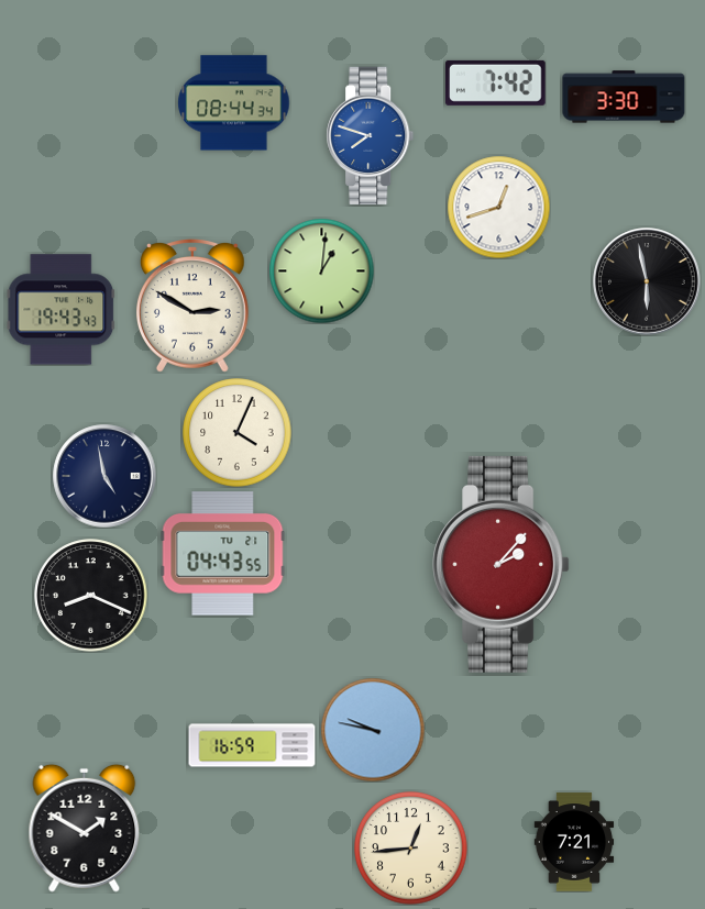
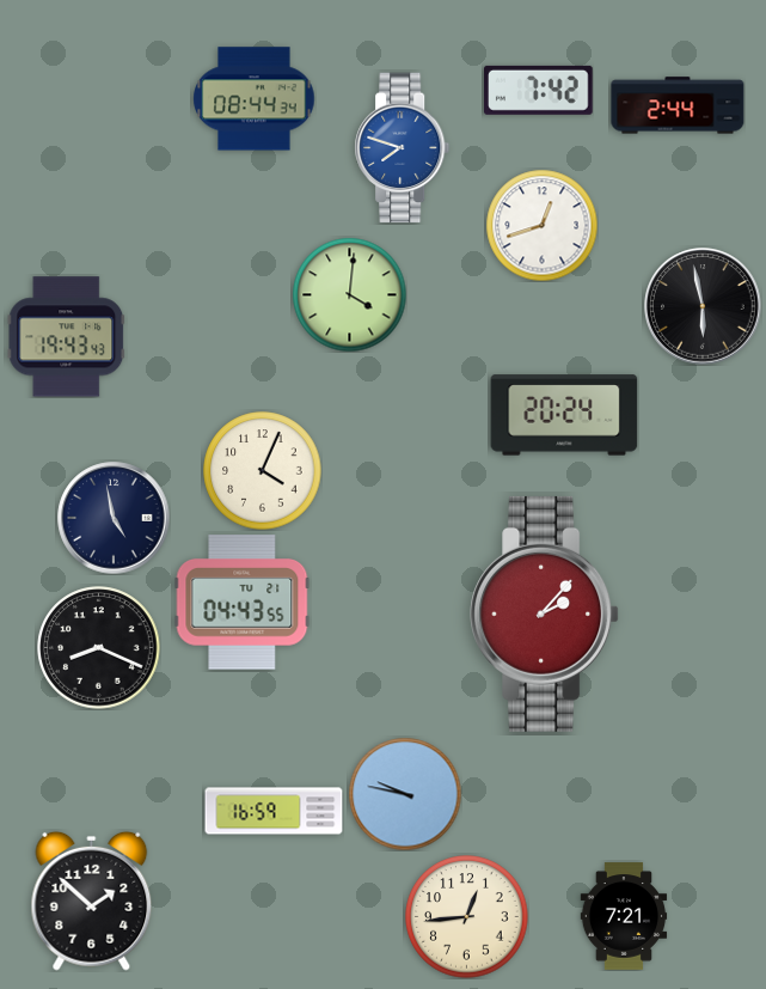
clock at (624, 97): 3:30 -> 2:44
clock at (234, 103) position: (234, 103) -> (255, 99)
clock at (321, 270): 1:01 -> 4:01
clock at (192, 307): 2:50 -> none
clock at (564, 415): none -> 20:24
clock at (238, 433) position: (238, 433) -> (263, 471)
clock at (85, 828): 1:50 -> 1:52
clock at (411, 849) position: (411, 849) -> (467, 917)
